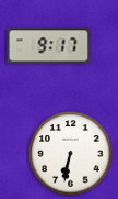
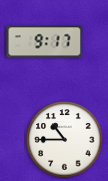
clock at (71, 154): 6:32 -> 10:45
